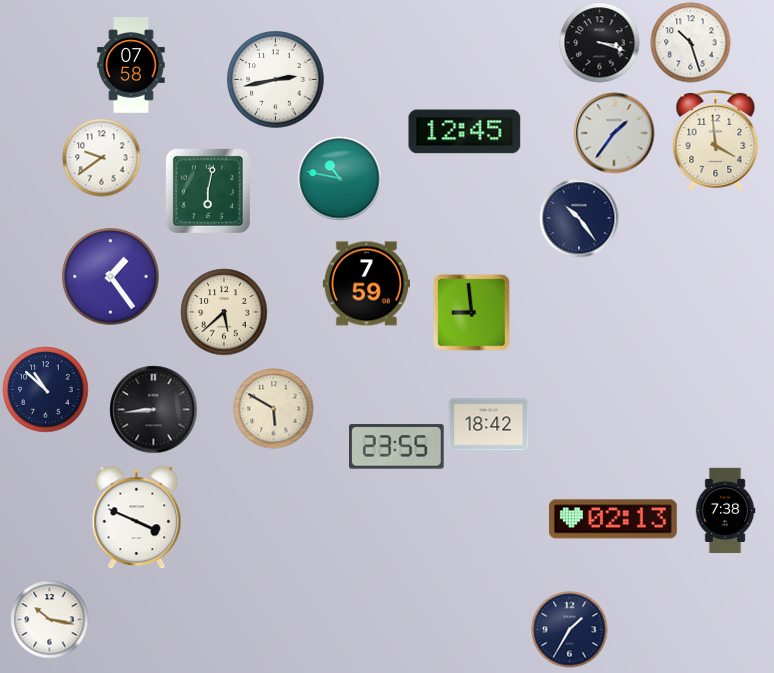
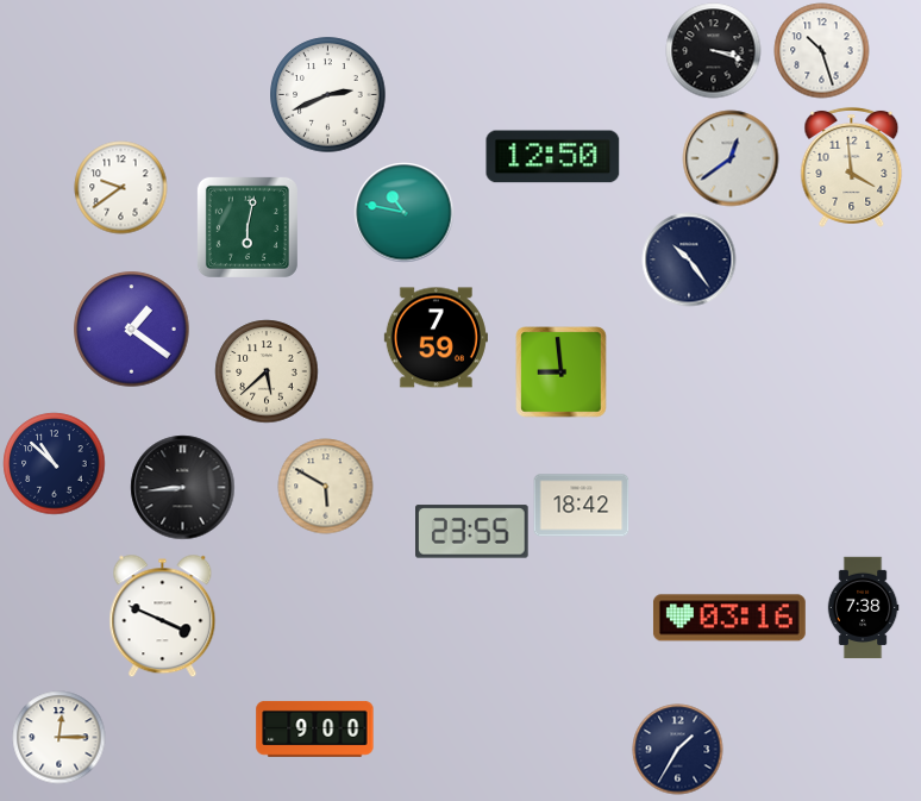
clock at (131, 65): 07:58 -> none
clock at (276, 80): 2:43 -> 2:41
clock at (465, 132): 12:45 -> 12:50
clock at (614, 133): 1:36 -> 12:39
clock at (111, 277): 1:24 -> 1:21
clock at (613, 519): 02:13 -> 03:16
clock at (315, 728): none -> 9:00
clock at (50, 620): 10:17 -> 12:15
